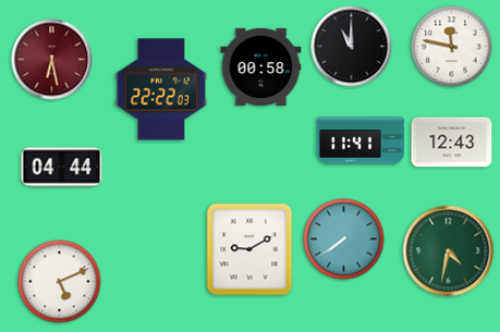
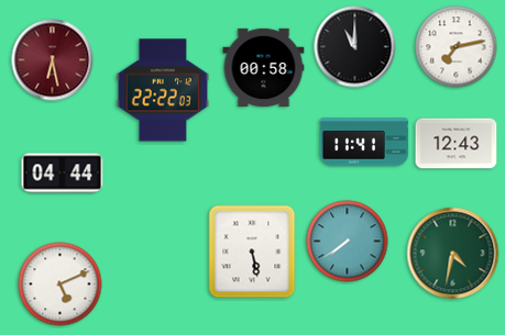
clock at (452, 47): 11:47 -> 7:13
clock at (62, 168) position: (62, 168) -> (63, 174)
clock at (249, 249): 9:10 -> 5:28
